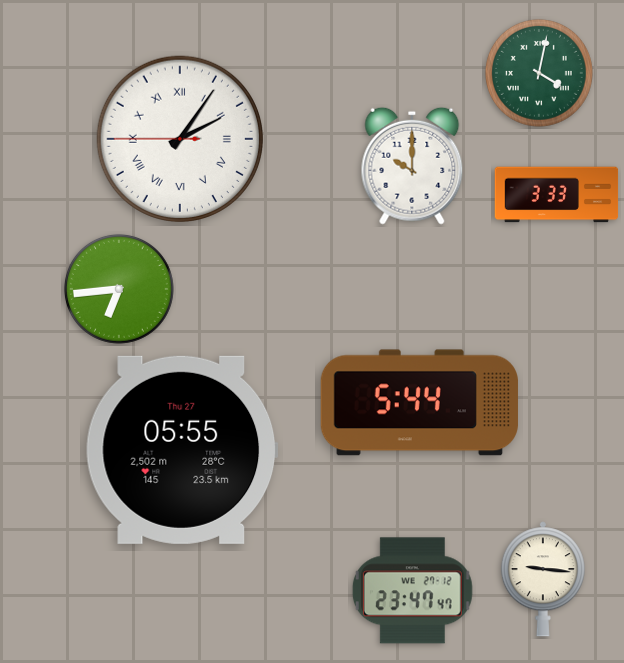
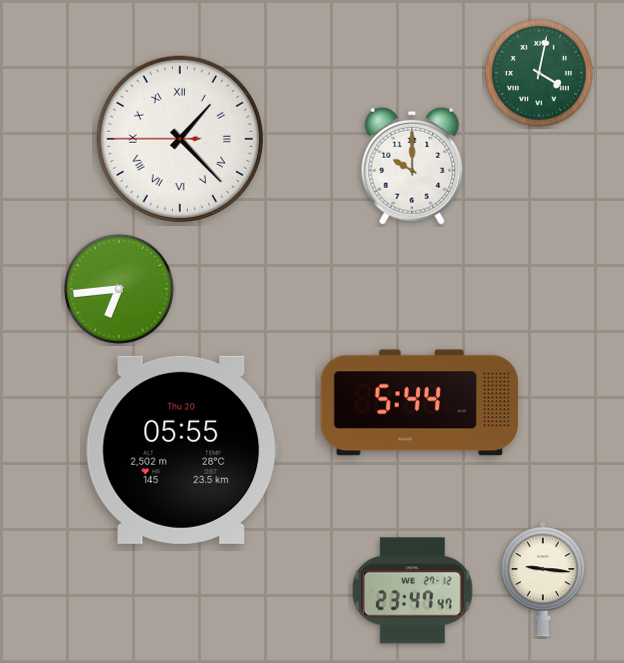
clock at (180, 139): 2:05 -> 1:22
clock at (557, 195): 3:33 -> none
clock at (182, 450) date: Thu 27 -> Thu 20
